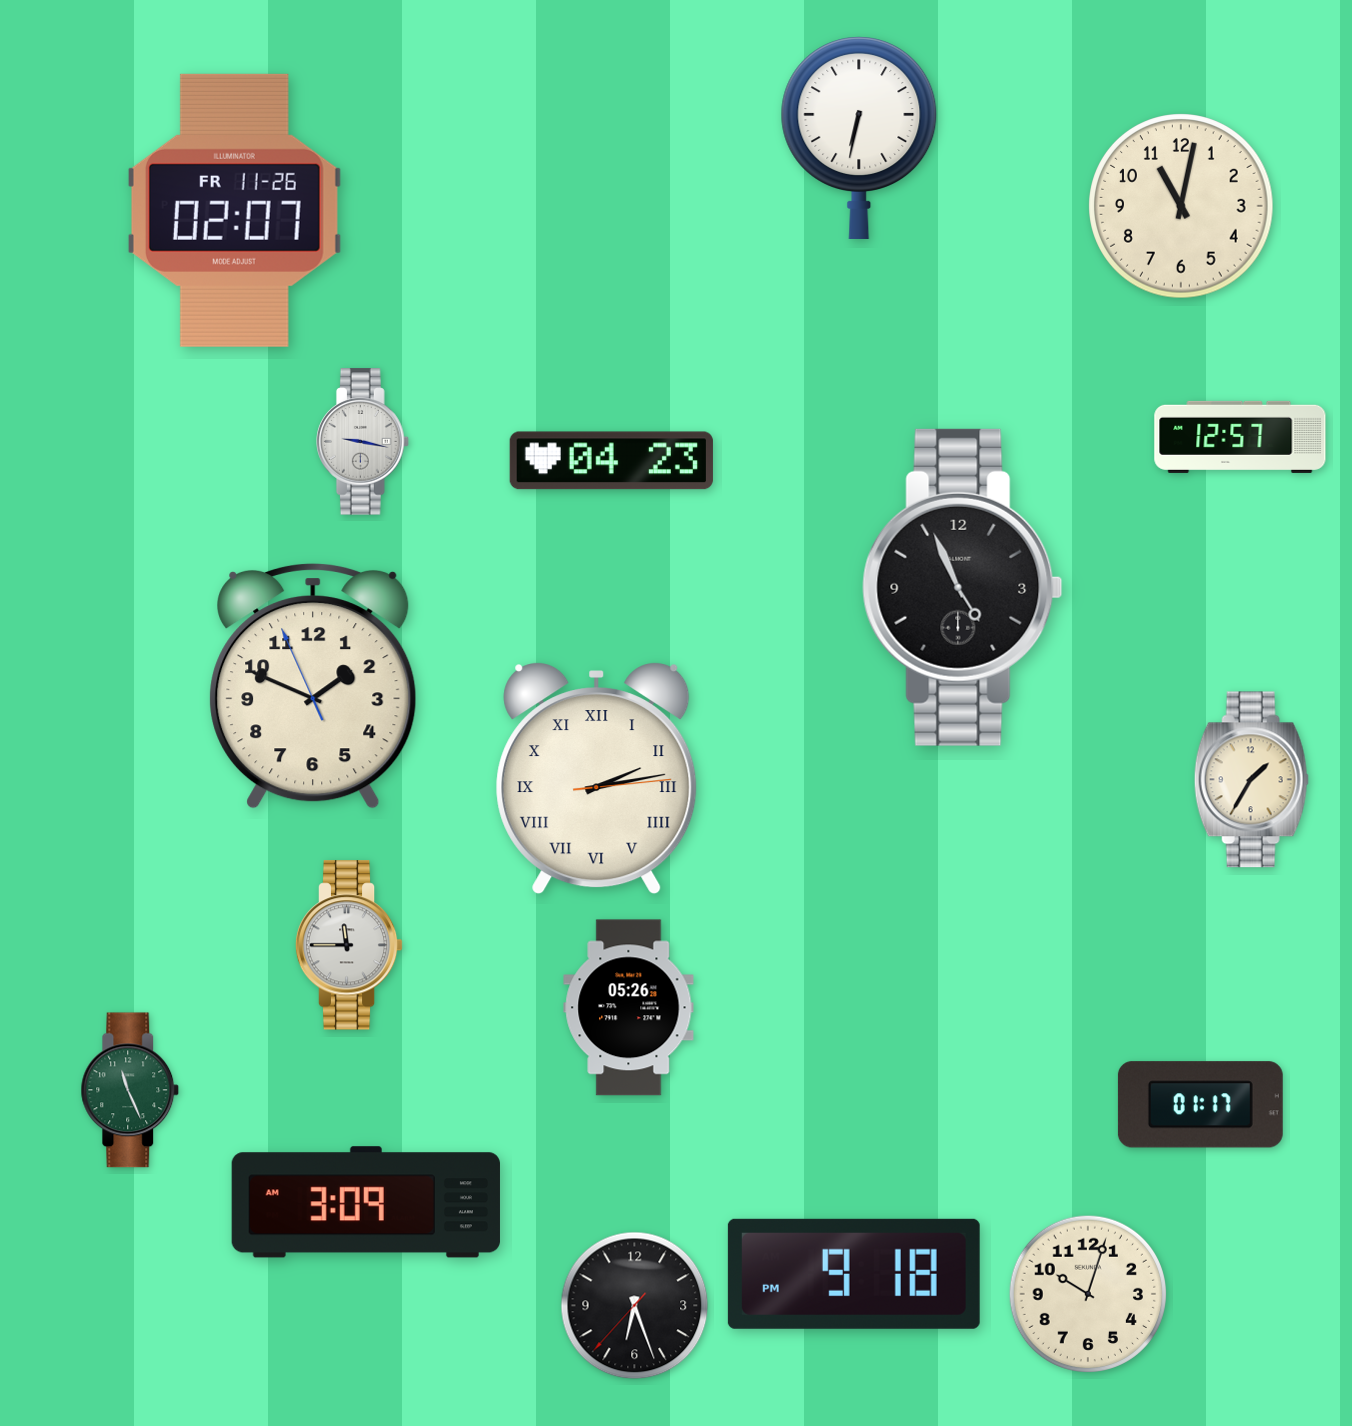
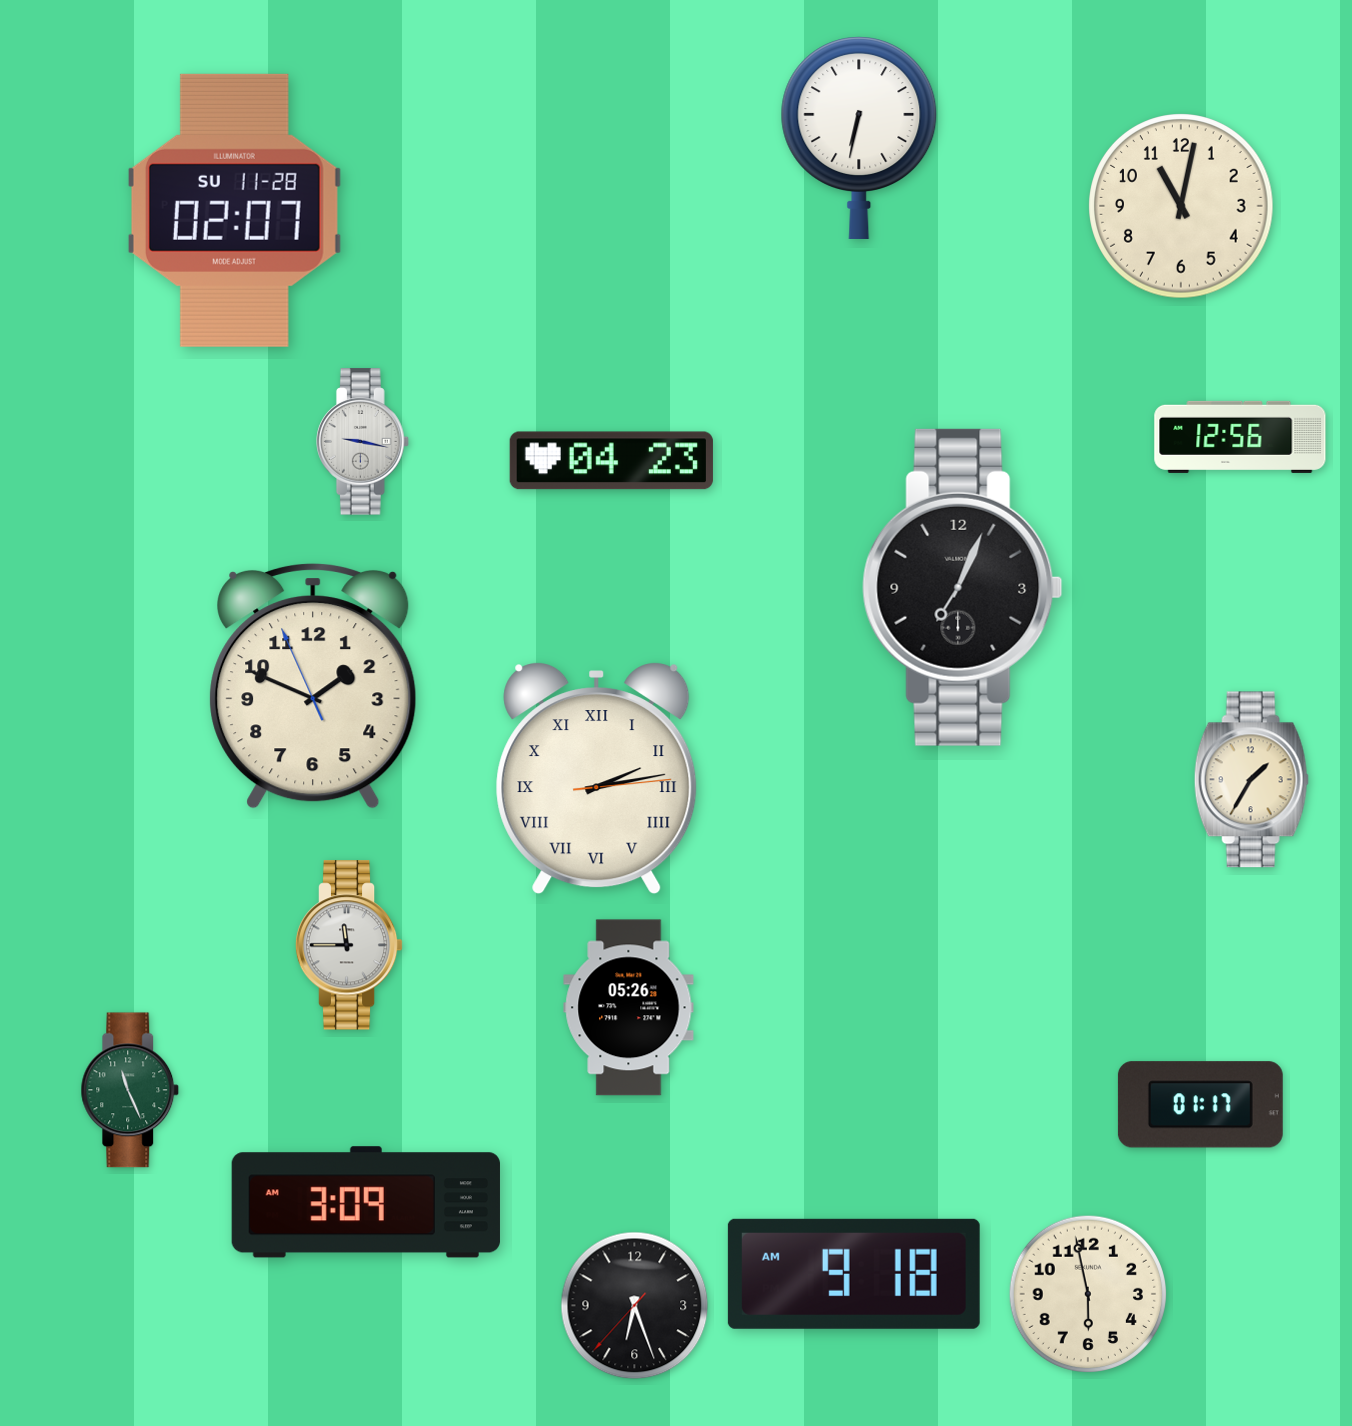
clock at (234, 210) date: FR 11-26 -> SU 11-28
clock at (1240, 437): 12:57 -> 12:56
clock at (963, 587): 4:56 -> 7:04
clock at (854, 1274): 9:18 PM -> 9:18 AM
clock at (1087, 1293): 10:03 -> 5:58
